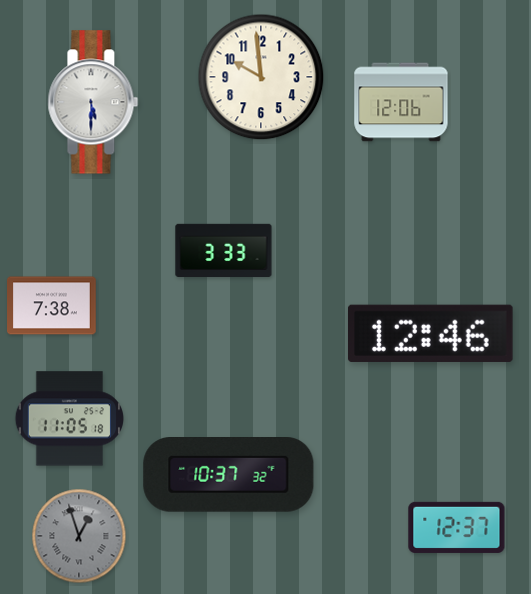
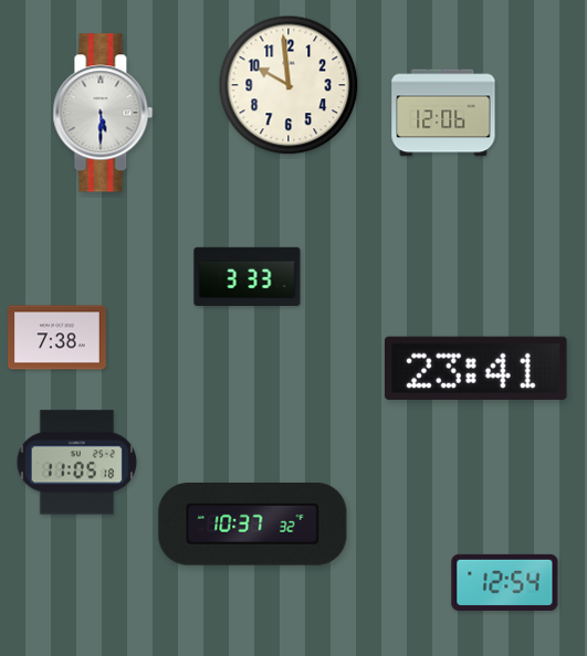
clock at (431, 333): 12:46 -> 23:41
clock at (457, 527): 12:37 -> 12:54
clock at (79, 536): 12:57 -> none
